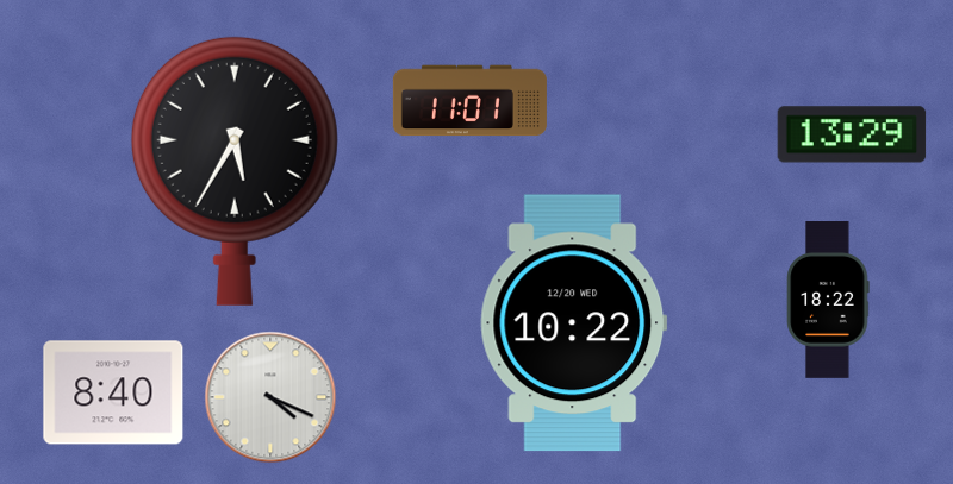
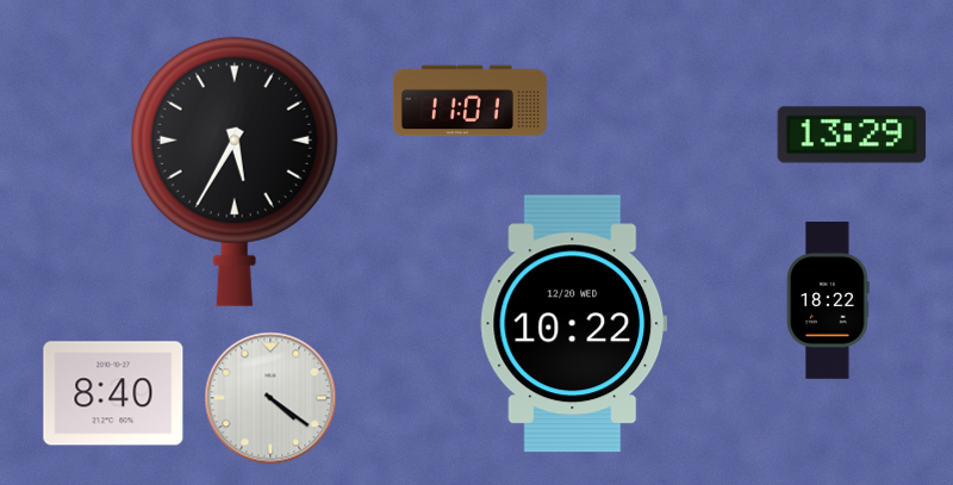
clock at (270, 397): 4:19 -> 4:21
